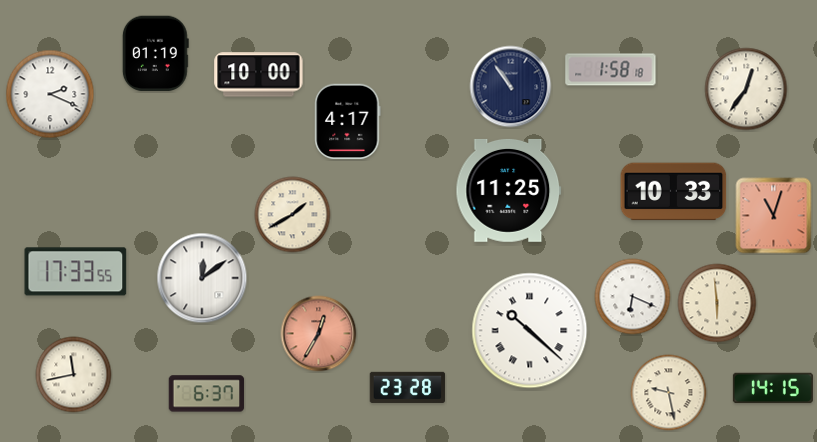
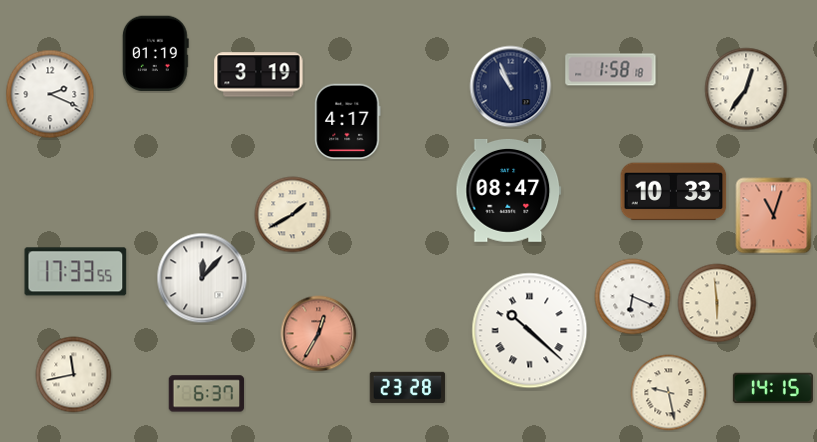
clock at (259, 75): 10:00 -> 3:19
clock at (511, 87): 10:54 -> 10:56
clock at (509, 190): 11:25 -> 08:47
clock at (202, 278): 12:09 -> 12:07
